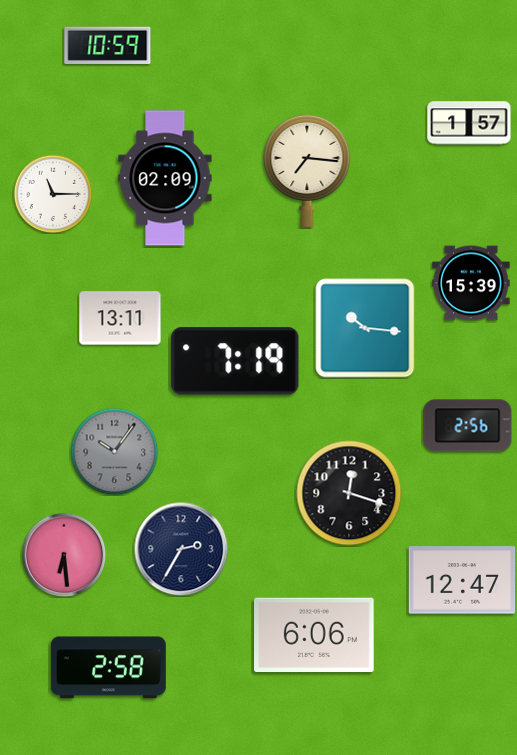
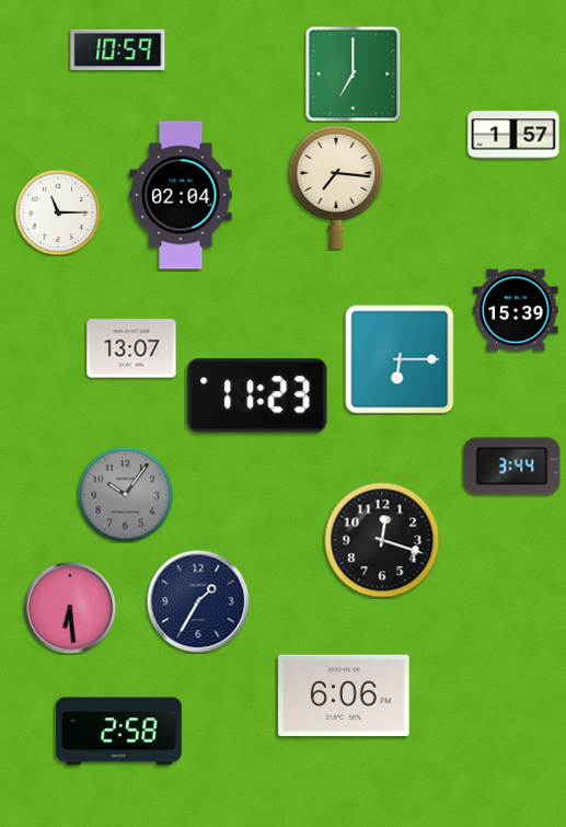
clock at (353, 73): none -> 7:00
clock at (165, 178): 02:09 -> 02:04
clock at (120, 318): 13:11 -> 13:07
clock at (365, 328): 10:16 -> 6:15
clock at (235, 361): 7:19 -> 11:23
clock at (468, 426): 2:56 -> 3:44
clock at (181, 549): 2:35 -> 1:35
clock at (462, 580): 12:47 -> none
